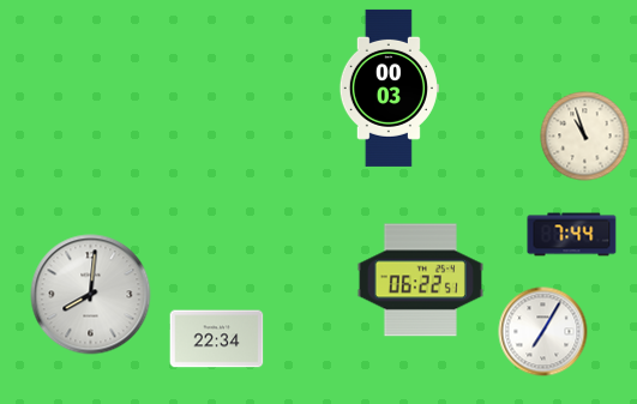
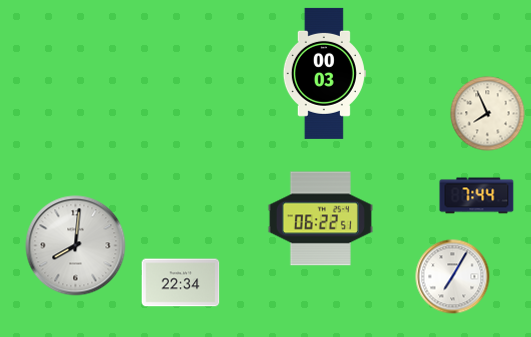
clock at (585, 137): 10:57 -> 7:56
clock at (420, 281) position: (420, 281) -> (320, 219)
